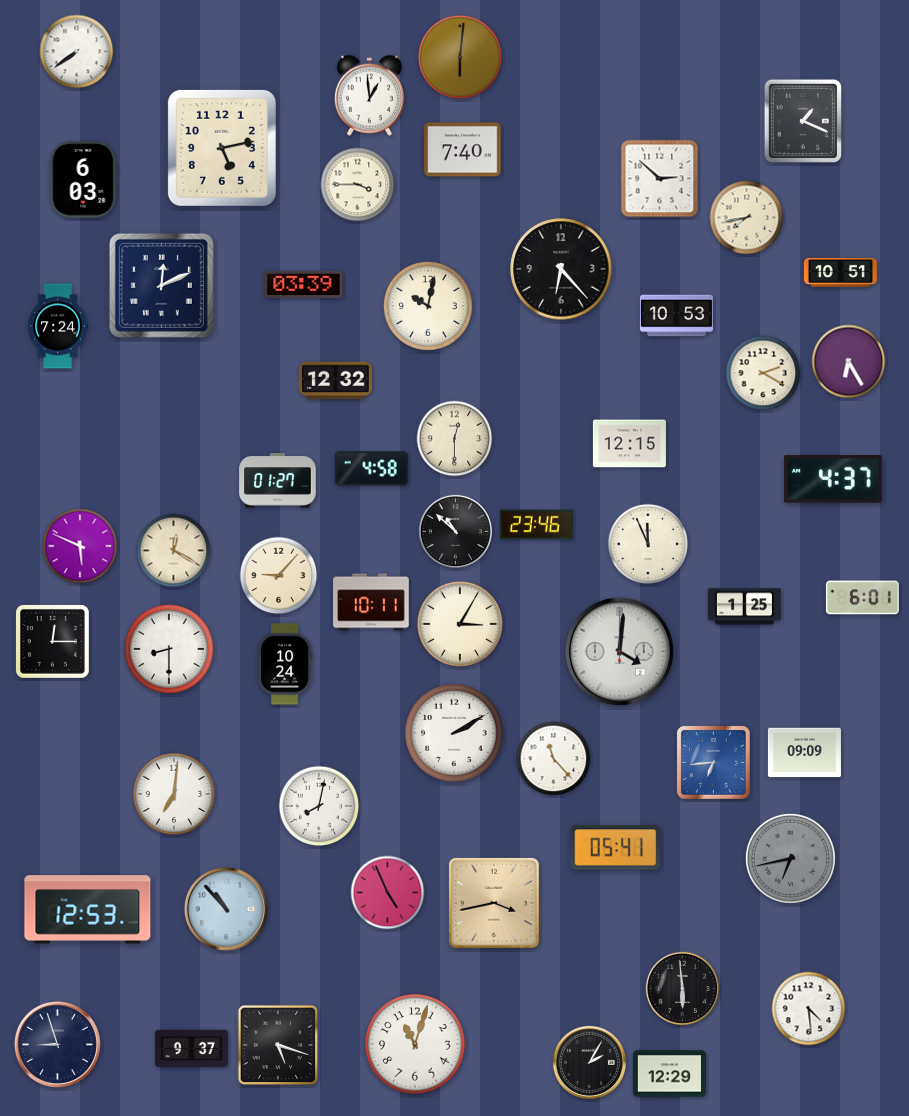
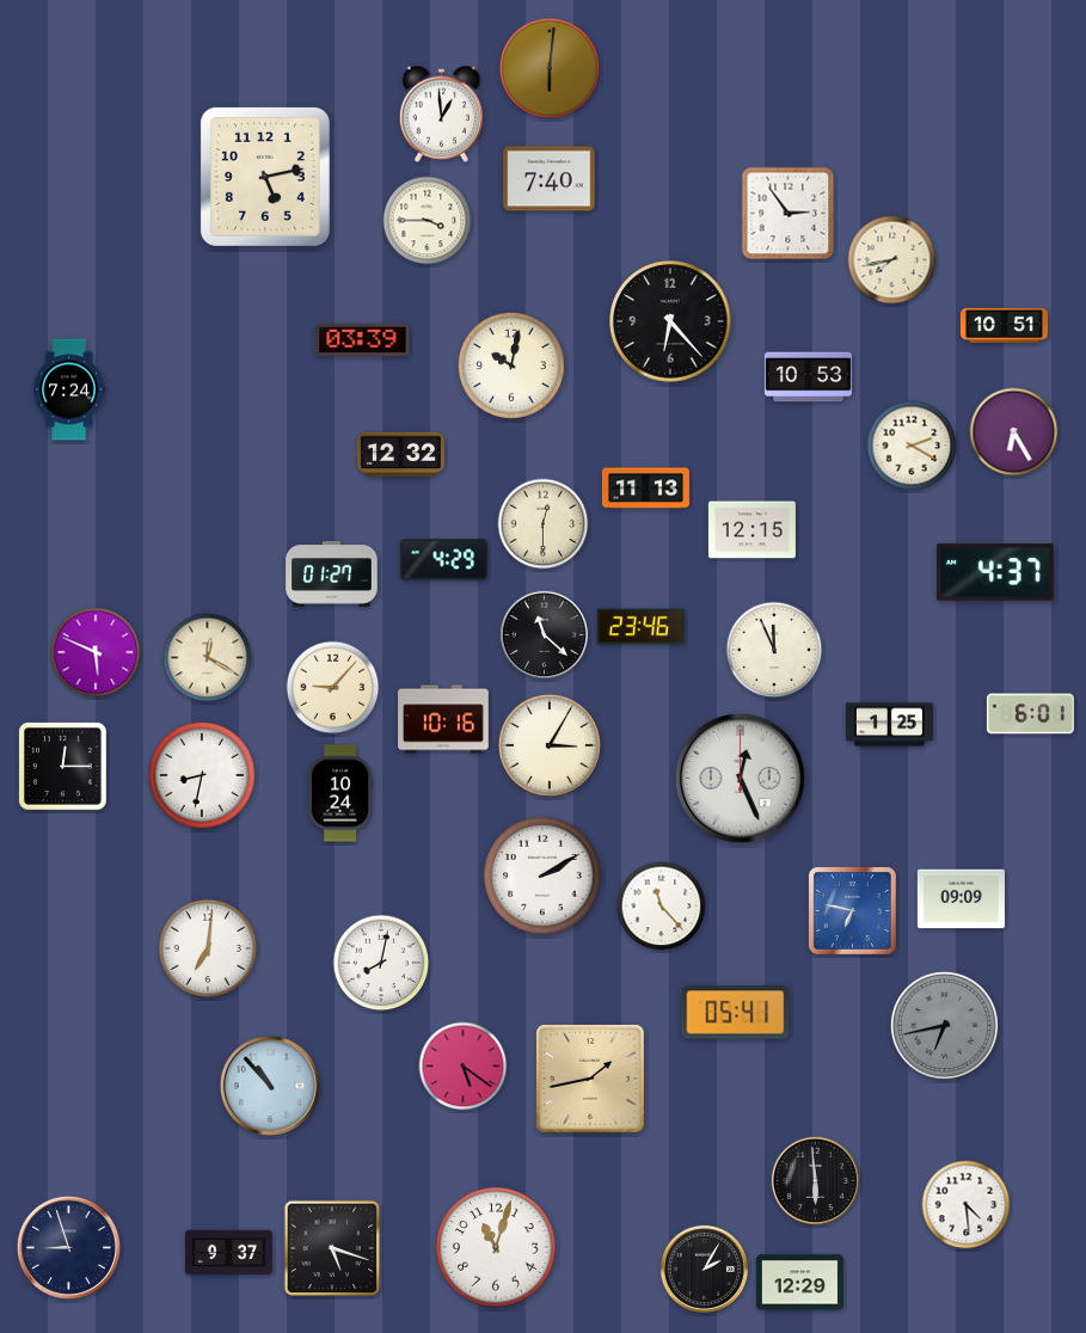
clock at (77, 52): 7:39 -> none
clock at (803, 120): 1:19 -> none
clock at (463, 150) position: (463, 150) -> (550, 179)
clock at (660, 179): 2:52 -> 2:54
clock at (84, 180): 6:03 -> none
clock at (161, 285): 12:11 -> none
clock at (645, 489): none -> 11:13
clock at (371, 469): 4:58 -> 4:29
clock at (455, 531): 10:52 -> 11:22
clock at (371, 602): 10:11 -> 10:16
clock at (169, 649): 8:30 -> 8:32
clock at (619, 651): 4:01 -> 12:26
clock at (713, 762): 6:44 -> 6:47
clock at (388, 893): 4:56 -> 5:21
clock at (495, 904): 3:43 -> 1:43
clock at (88, 910): 12:53 -> none
